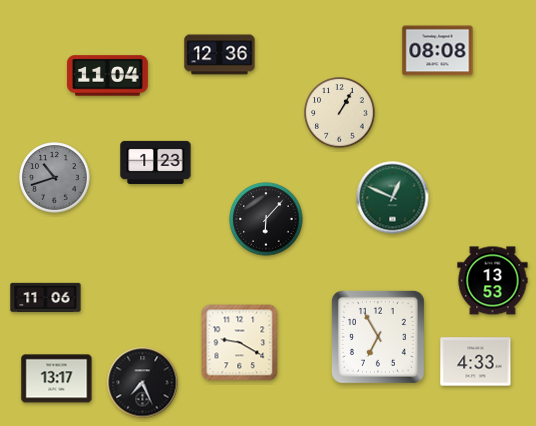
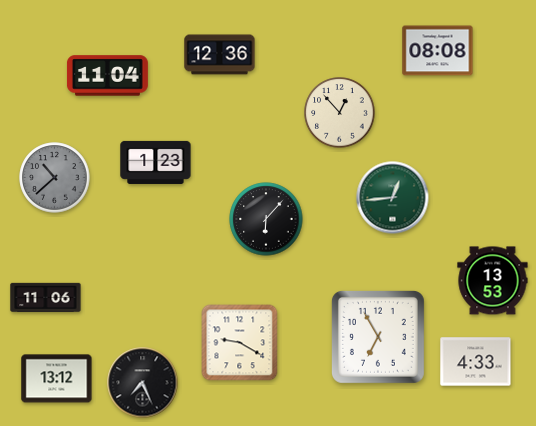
clock at (340, 113): 1:05 -> 12:53
clock at (55, 178): 10:42 -> 10:38
clock at (393, 198): 12:49 -> 12:44
clock at (57, 379): 13:17 -> 13:12
